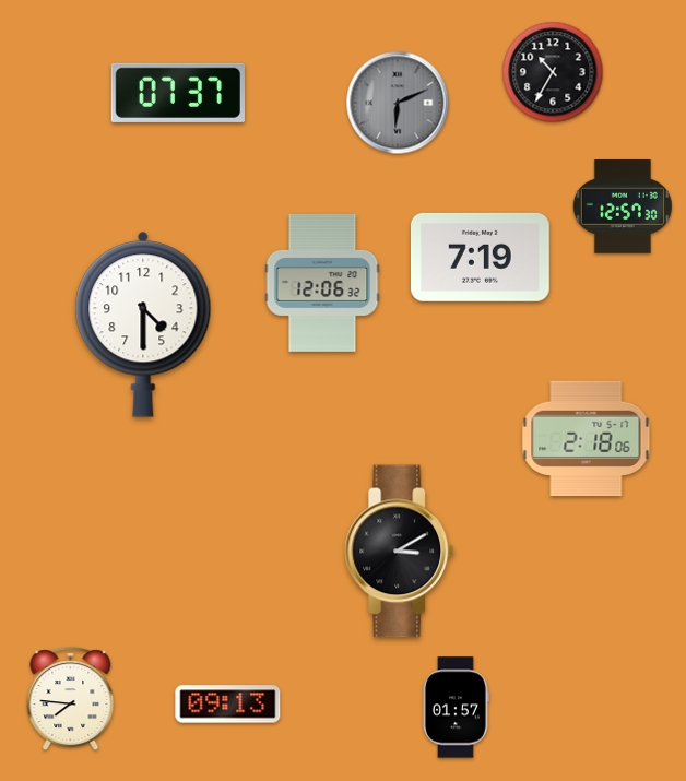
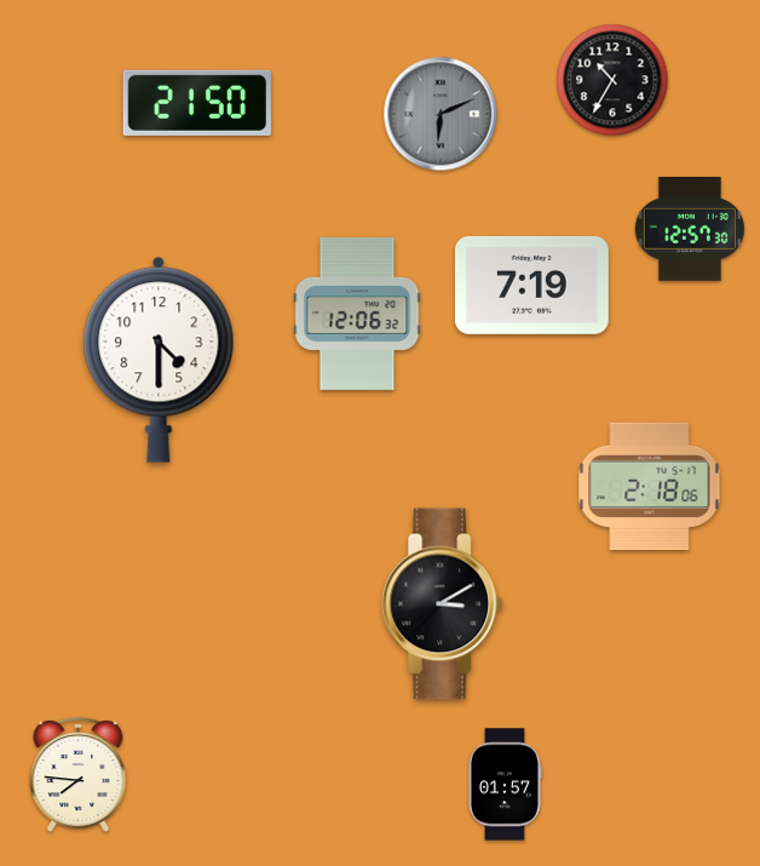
clock at (177, 93): 07:37 -> 21:50
clock at (400, 552) position: (400, 552) -> (443, 604)
clock at (228, 705): 09:13 -> none
